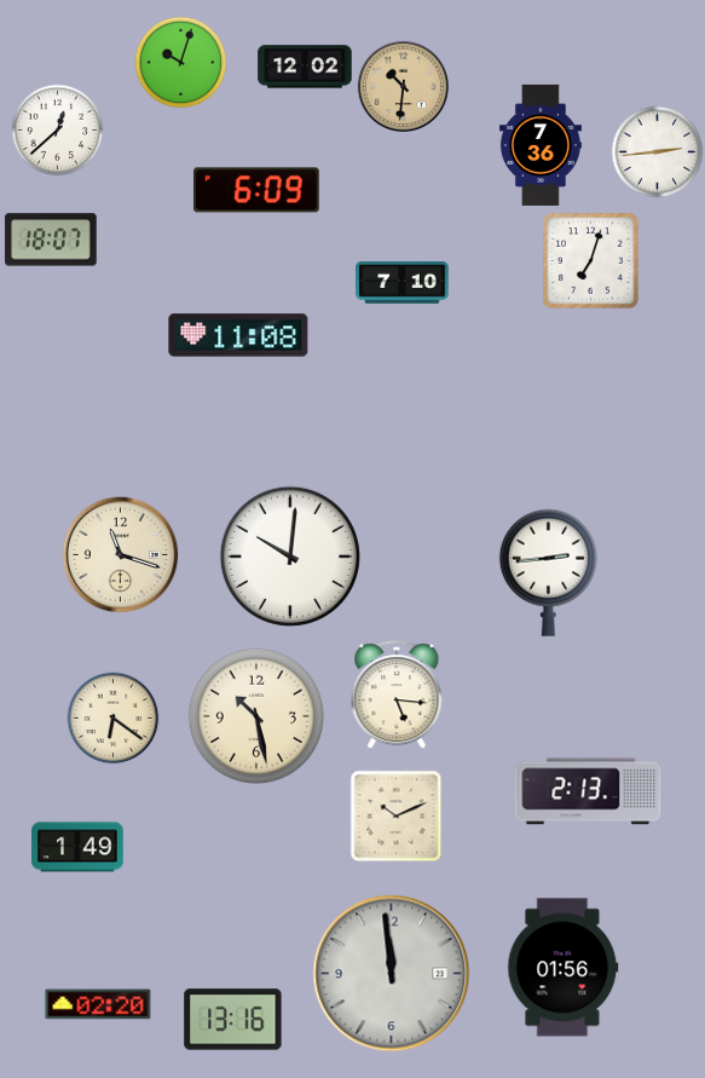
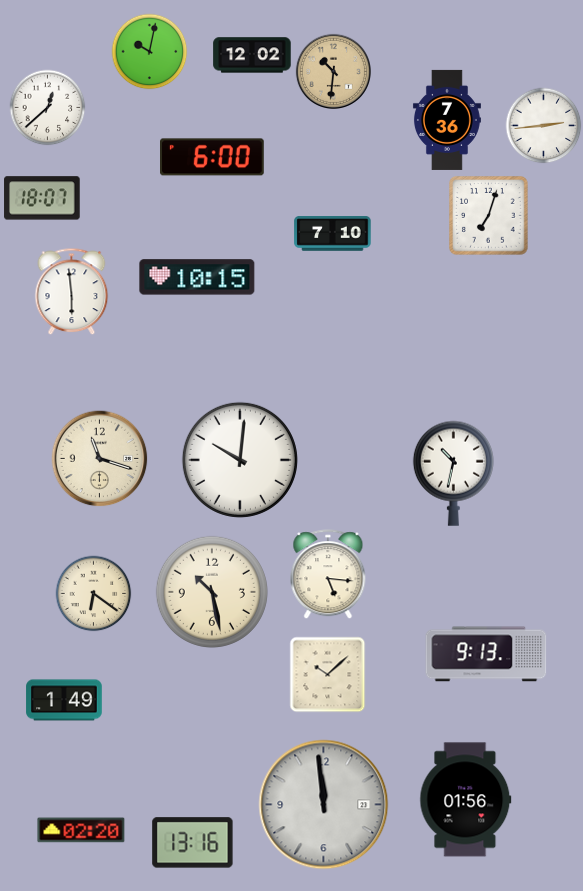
clock at (181, 63): 10:03 -> 10:02
clock at (258, 190): 6:09 -> 6:00
clock at (238, 335): 11:08 -> 10:15
clock at (72, 292): none -> 5:59
clock at (548, 572): 2:44 -> 10:32
clock at (588, 791): 2:13 -> 9:13
clock at (397, 817): 10:11 -> 10:08
